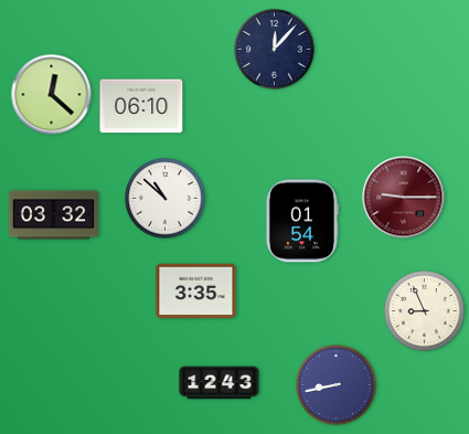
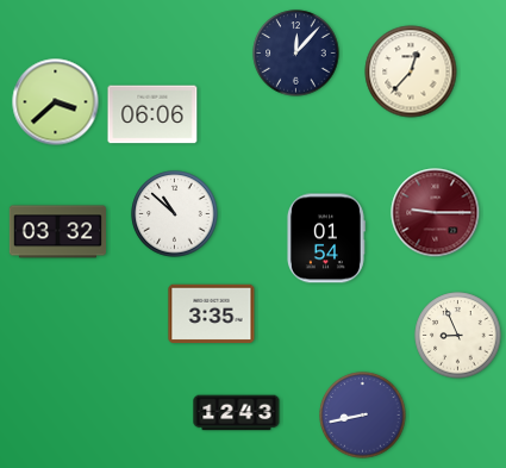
clock at (411, 71): none -> 12:37
clock at (52, 95): 12:22 -> 3:38
clock at (141, 106): 06:10 -> 06:06
clock at (166, 199) position: (166, 199) -> (175, 214)
